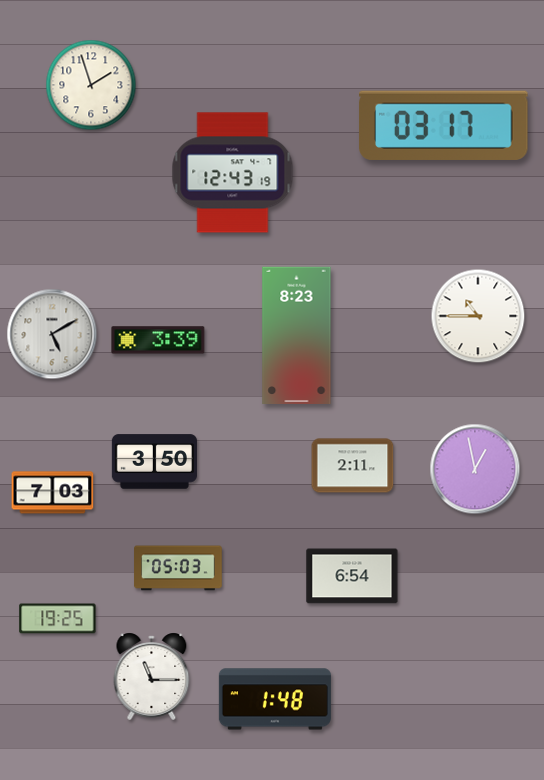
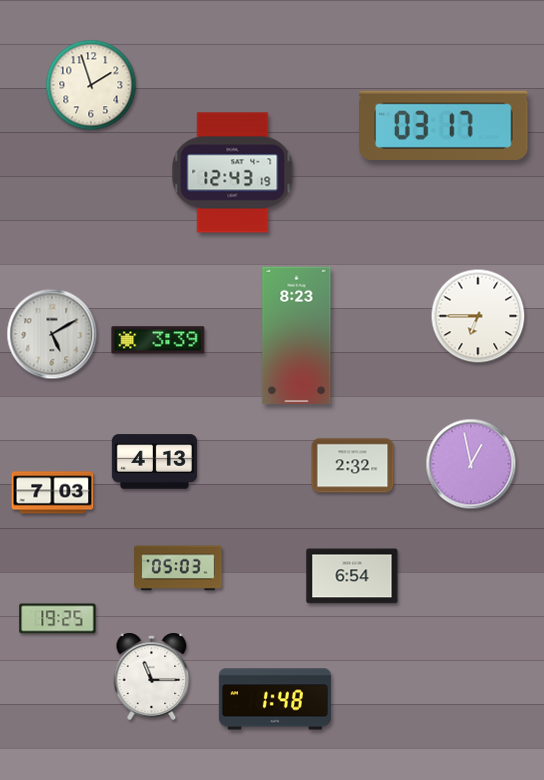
clock at (478, 316): 10:45 -> 6:45
clock at (154, 462): 3:50 -> 4:13
clock at (353, 466): 2:11 -> 2:32
clock at (475, 469) position: (475, 469) -> (471, 464)
